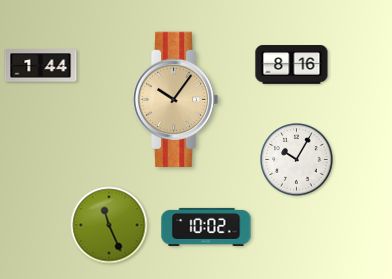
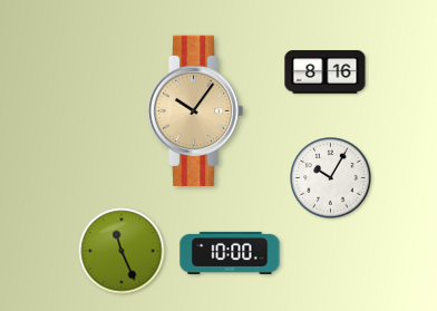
clock at (41, 66): 1:44 -> none
clock at (206, 227): 10:02 -> 10:00
